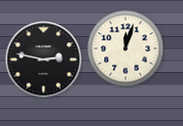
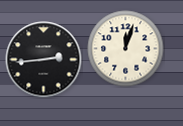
clock at (44, 60): 2:47 -> 2:44
